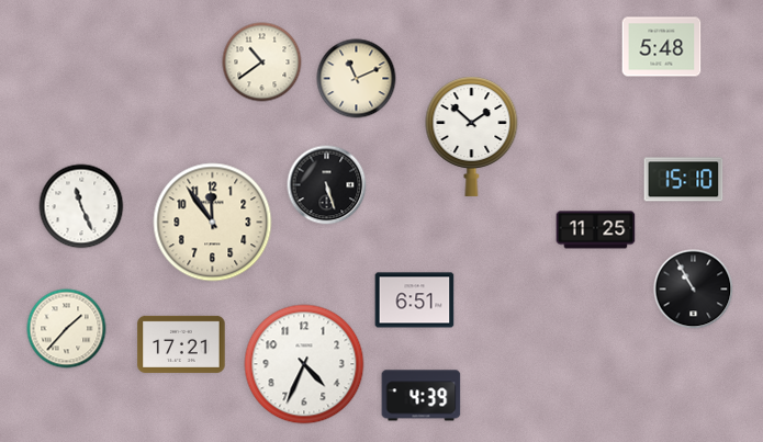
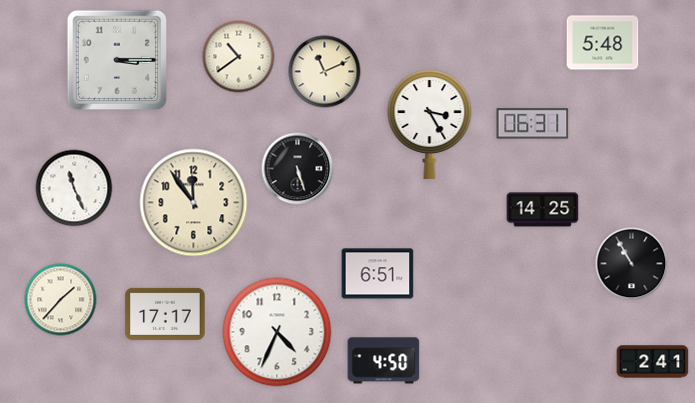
clock at (117, 60): none -> 3:15
clock at (472, 136): 1:52 -> 3:25
clock at (533, 124): none -> 06:31
clock at (684, 180): 15:10 -> none
clock at (596, 230): 11:25 -> 14:25
clock at (181, 344): 17:21 -> 17:17
clock at (422, 396): 4:39 -> 4:50
clock at (653, 362): none -> 2:41
